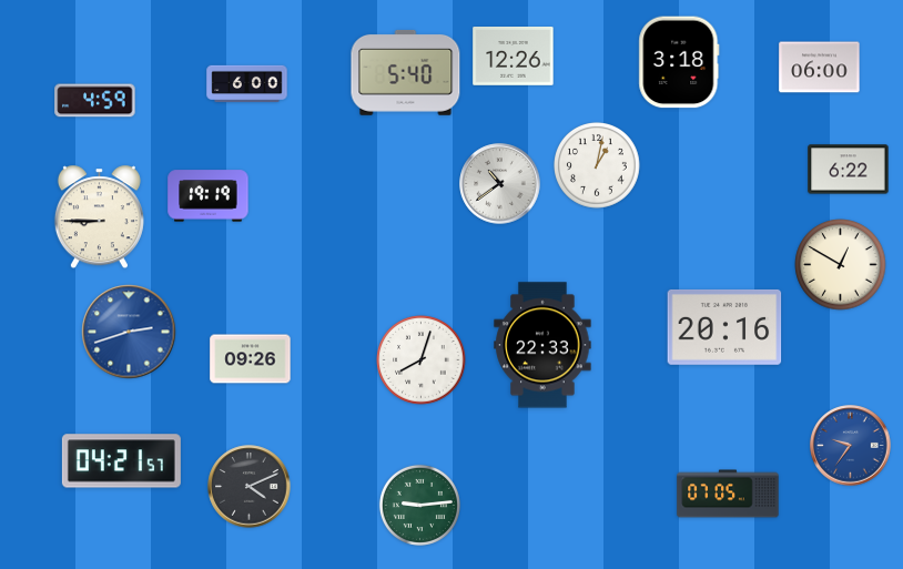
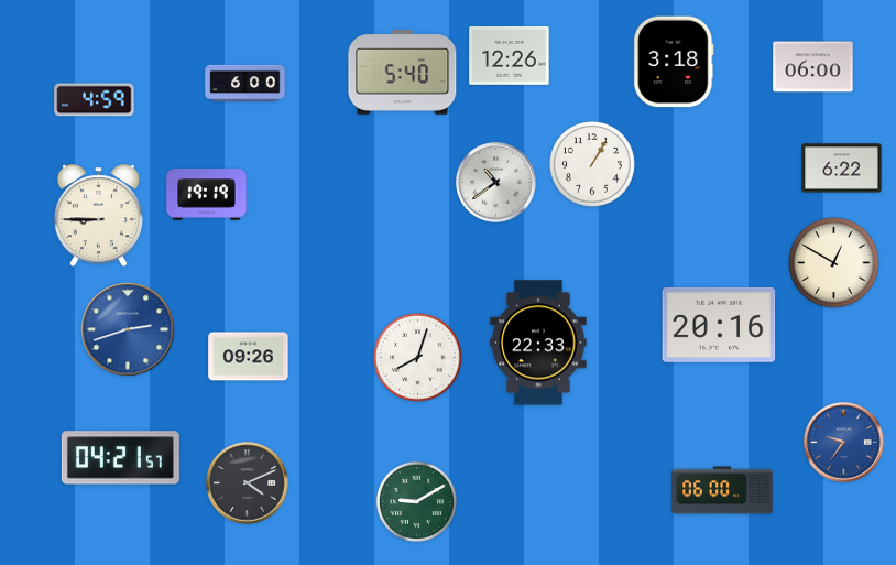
clock at (598, 166): 1:02 -> 1:05
clock at (728, 494): 07:05 -> 06:00
clock at (419, 505): 9:14 -> 9:10
